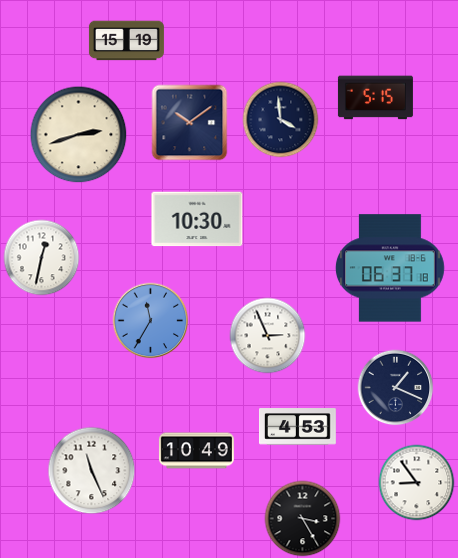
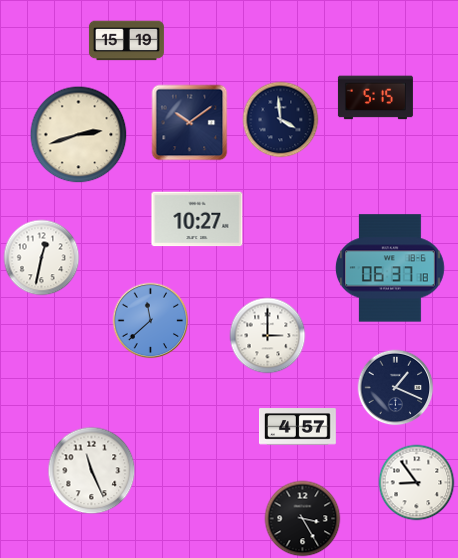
clock at (197, 219): 10:30 -> 10:27
clock at (151, 321): 11:35 -> 11:38
clock at (268, 336): 2:56 -> 3:00
clock at (298, 427): 4:53 -> 4:57
clock at (196, 451): 10:49 -> none
